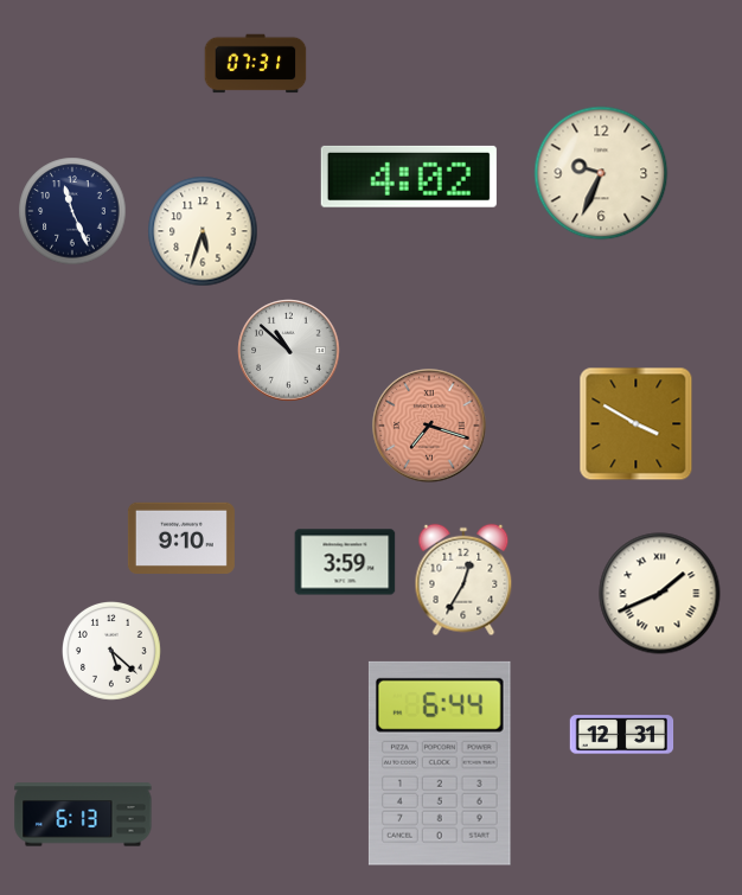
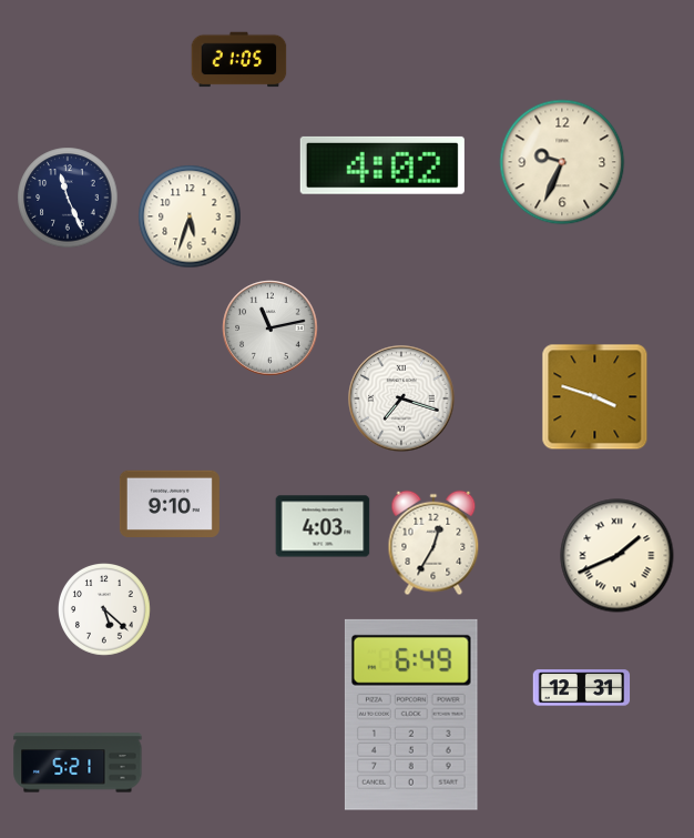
clock at (256, 64): 07:31 -> 21:05
clock at (289, 351): 10:52 -> 11:13
clock at (637, 424): 3:50 -> 3:48
clock at (429, 426) dial: salmon -> white
clock at (345, 562): 3:59 -> 4:03
clock at (440, 763): 6:44 -> 6:49
clock at (83, 814): 6:13 -> 5:21
